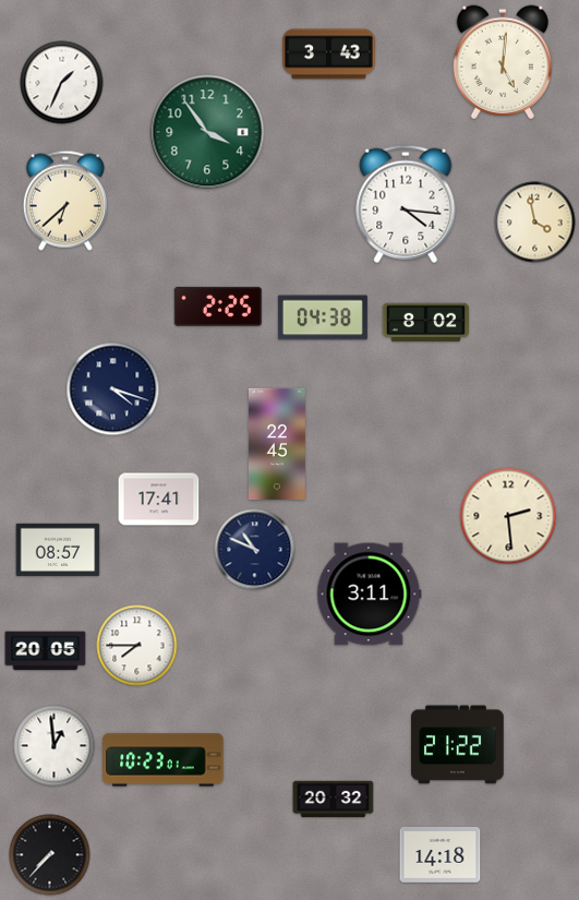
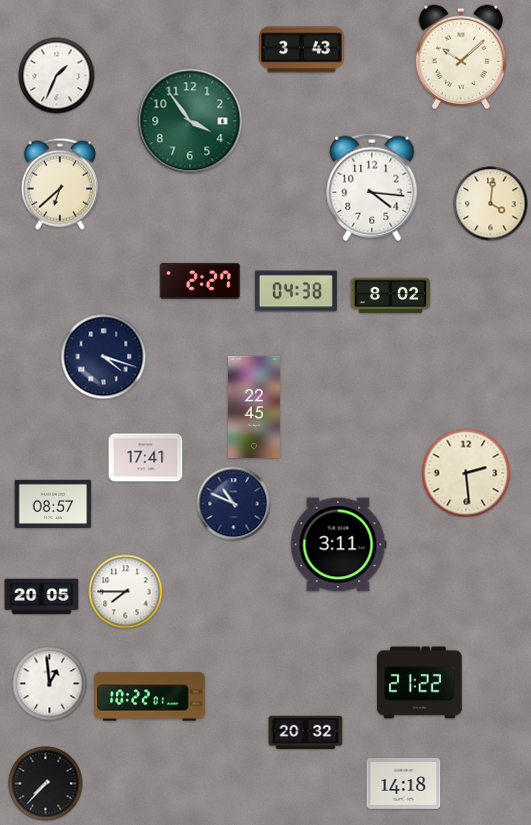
clock at (503, 62): 5:01 -> 10:08
clock at (535, 223): 3:58 -> 4:01
clock at (218, 307): 2:25 -> 2:27
clock at (164, 760): 10:23 -> 10:22
